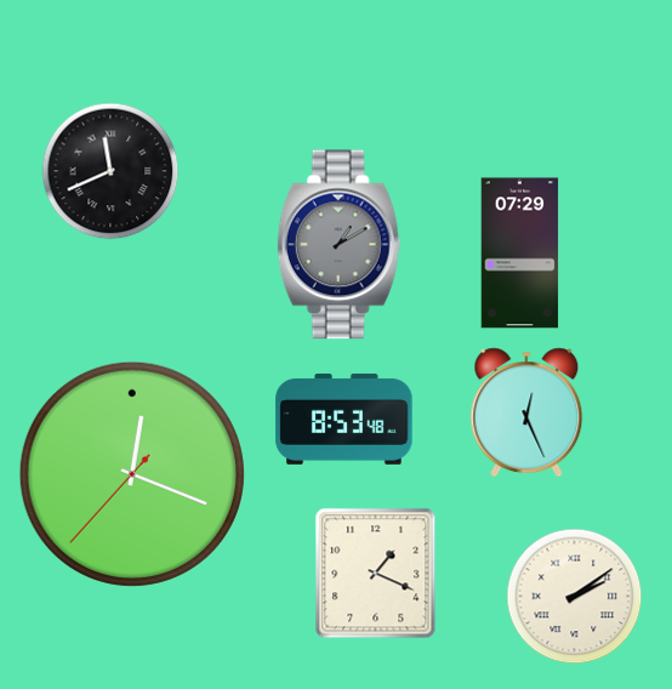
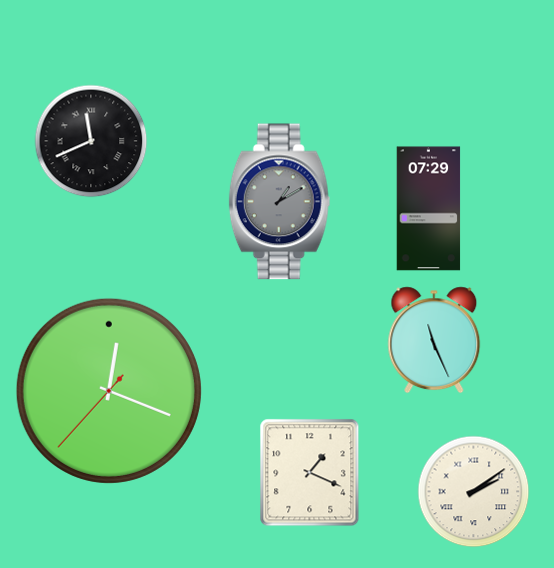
clock at (526, 412): 12:26 -> 11:26
clock at (344, 418): 8:53 -> none
